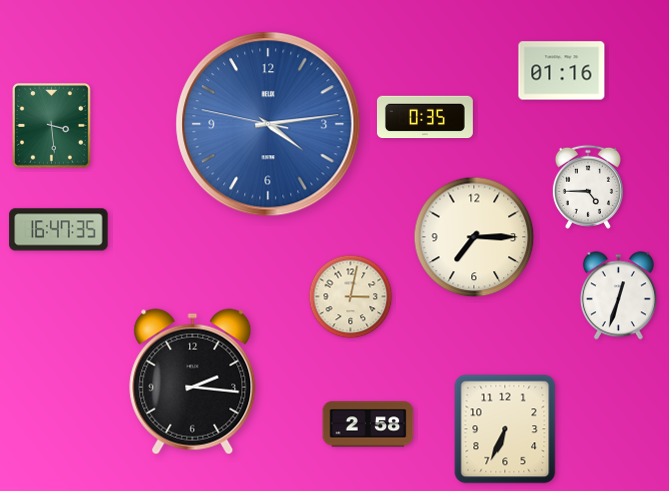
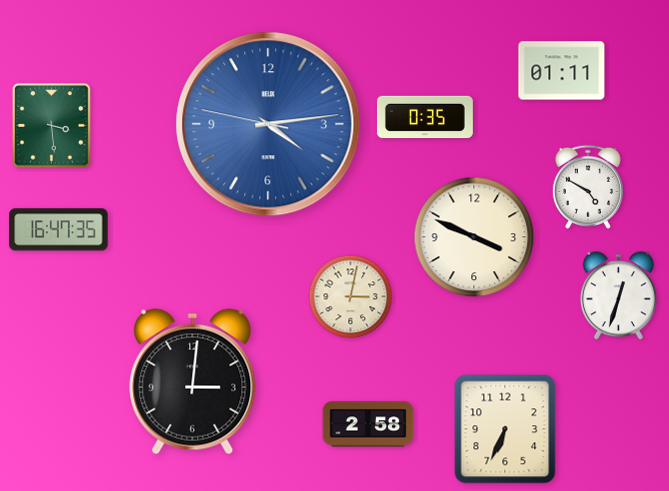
clock at (562, 71): 01:16 -> 01:11
clock at (588, 187): 4:45 -> 4:50
clock at (474, 237): 7:15 -> 3:49
clock at (193, 382): 2:16 -> 3:01
